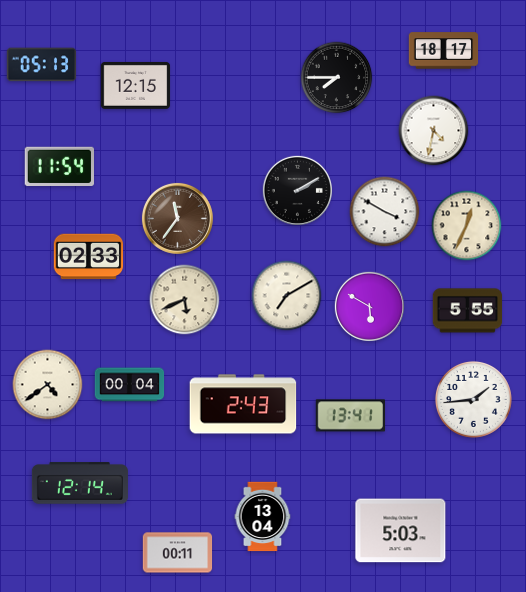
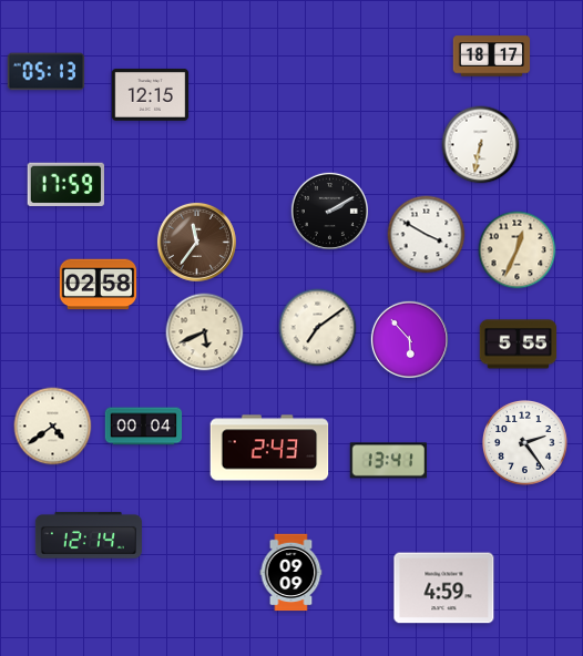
clock at (337, 78): 7:45 -> none
clock at (434, 131): 4:32 -> 6:32
clock at (59, 166): 11:54 -> 17:59
clock at (89, 257): 02:33 -> 02:58
clock at (287, 296): 7:10 -> 7:09
clock at (369, 306): 5:50 -> 5:53
clock at (473, 399): 1:44 -> 2:24
clock at (263, 517): 13:04 -> 09:09
clock at (401, 531): 5:03 -> 4:59
clock at (178, 553): 00:11 -> none
